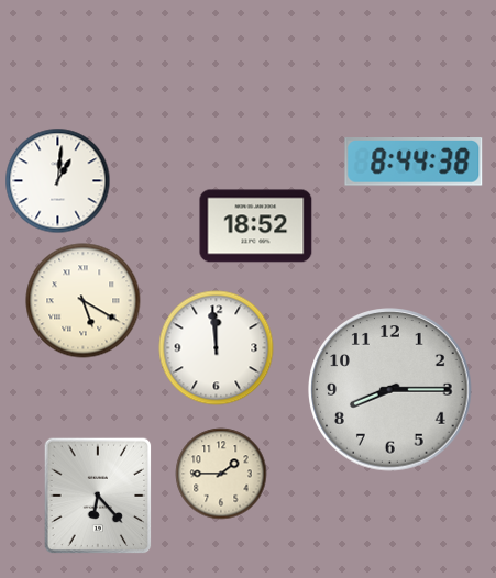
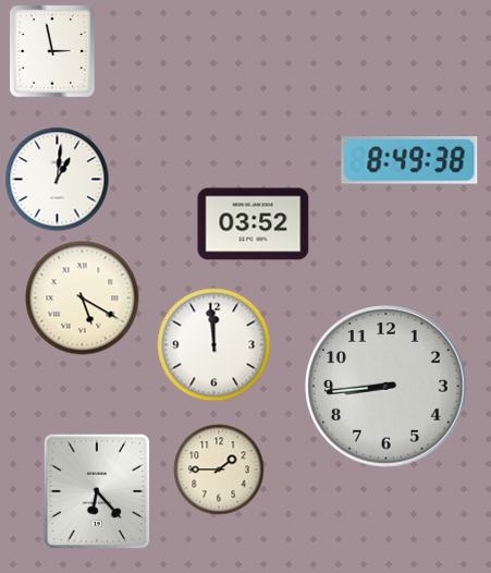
clock at (52, 51): none -> 2:58
clock at (414, 163): 8:44 -> 8:49
clock at (256, 226): 18:52 -> 03:52
clock at (390, 390): 8:15 -> 8:44
